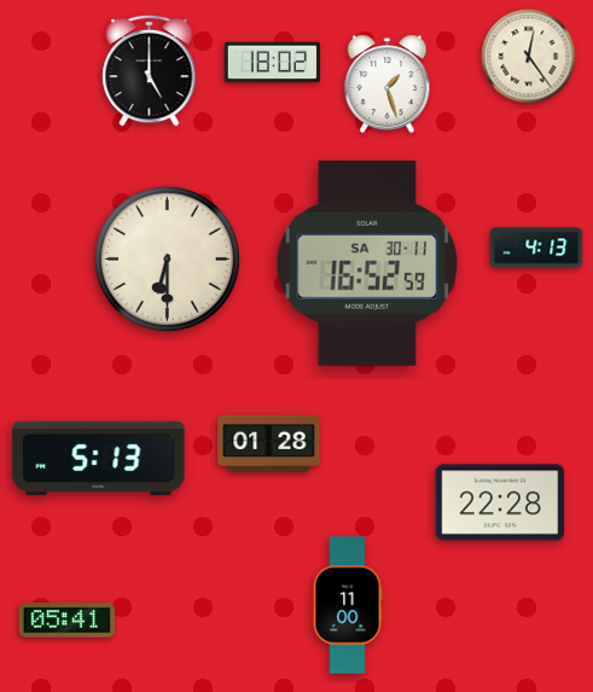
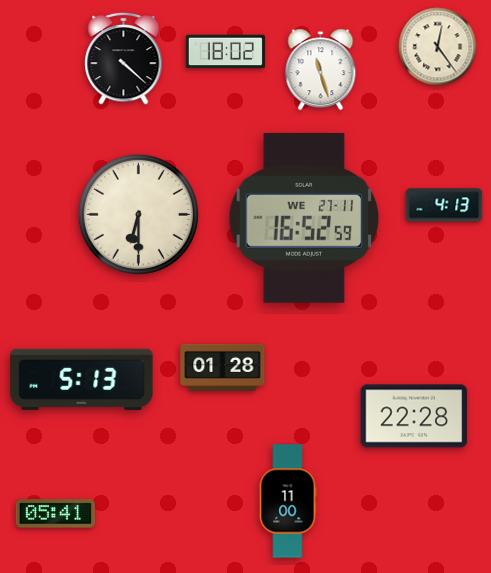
clock at (150, 70): 5:00 -> 4:22
clock at (388, 85): 1:27 -> 11:27
clock at (367, 263) date: SA 30-11 -> WE 27-11
